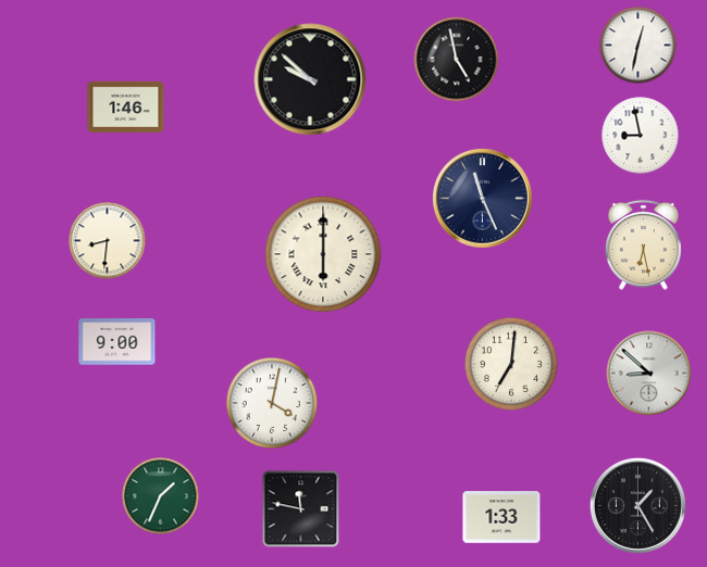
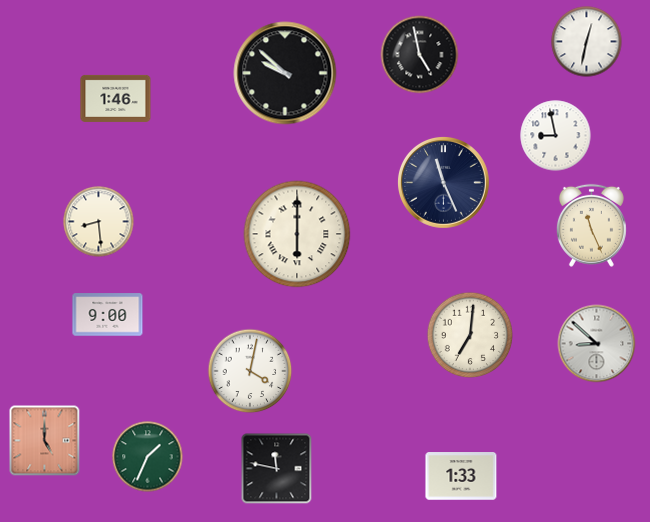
clock at (641, 136) position: (641, 136) -> (556, 136)
clock at (108, 241): 8:31 -> 8:29
clock at (643, 244): 6:28 -> 11:26
clock at (45, 441): none -> 5:00
clock at (637, 505): 1:25 -> none
